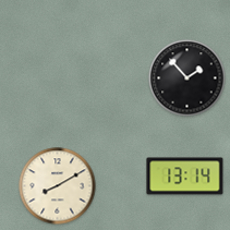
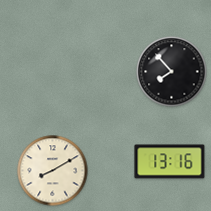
clock at (187, 78): 1:53 -> 7:53
clock at (185, 177): 13:14 -> 13:16
